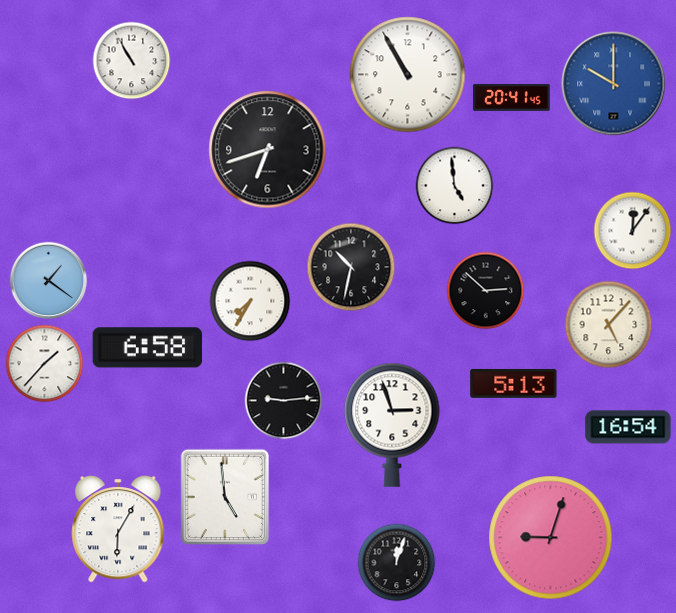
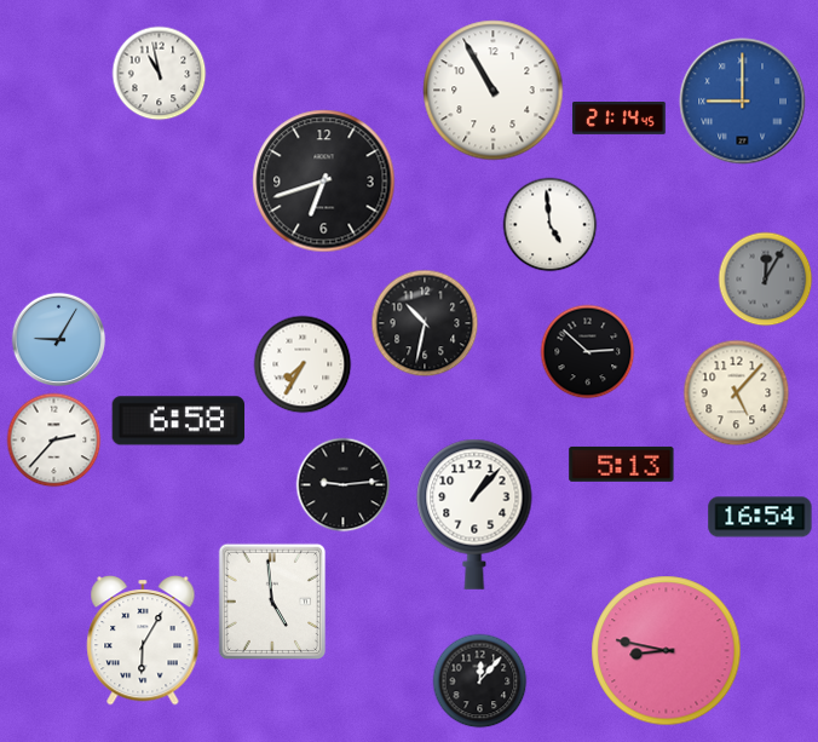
clock at (131, 60): 10:55 -> 10:58
clock at (614, 84): 10:00 -> 9:00
clock at (512, 98): 20:41 -> 21:14
clock at (632, 230): 12:06 -> 12:05
clock at (632, 230) dial: white -> grey
clock at (48, 280): 1:21 -> 9:05
clock at (44, 363): 1:37 -> 2:37
clock at (392, 425): 2:57 -> 1:07
clock at (551, 538): 9:03 -> 8:47
clock at (396, 562): 12:03 -> 12:07
